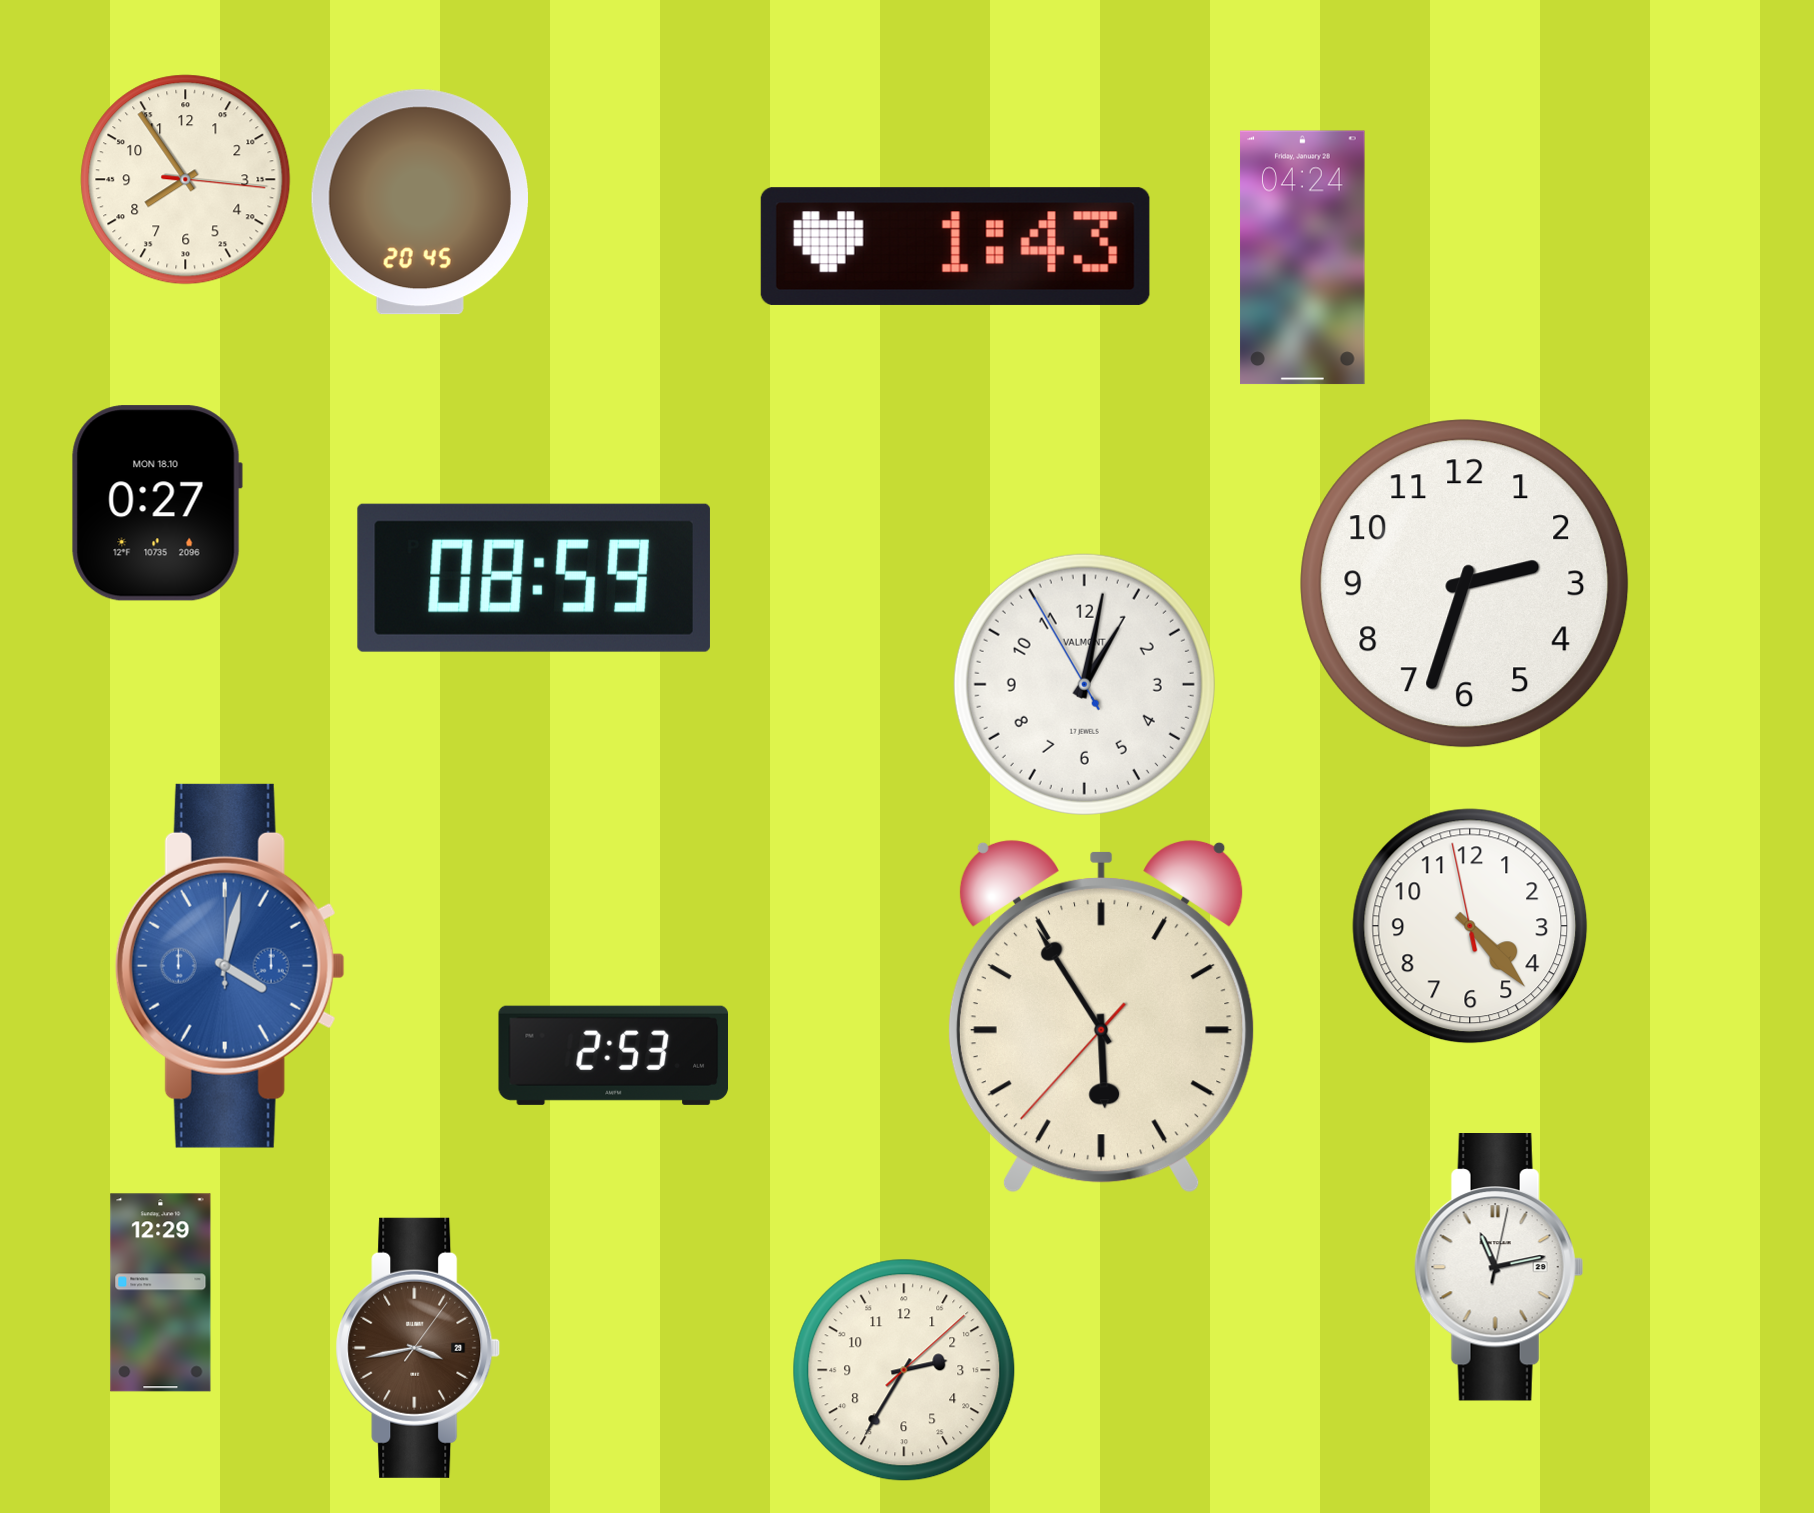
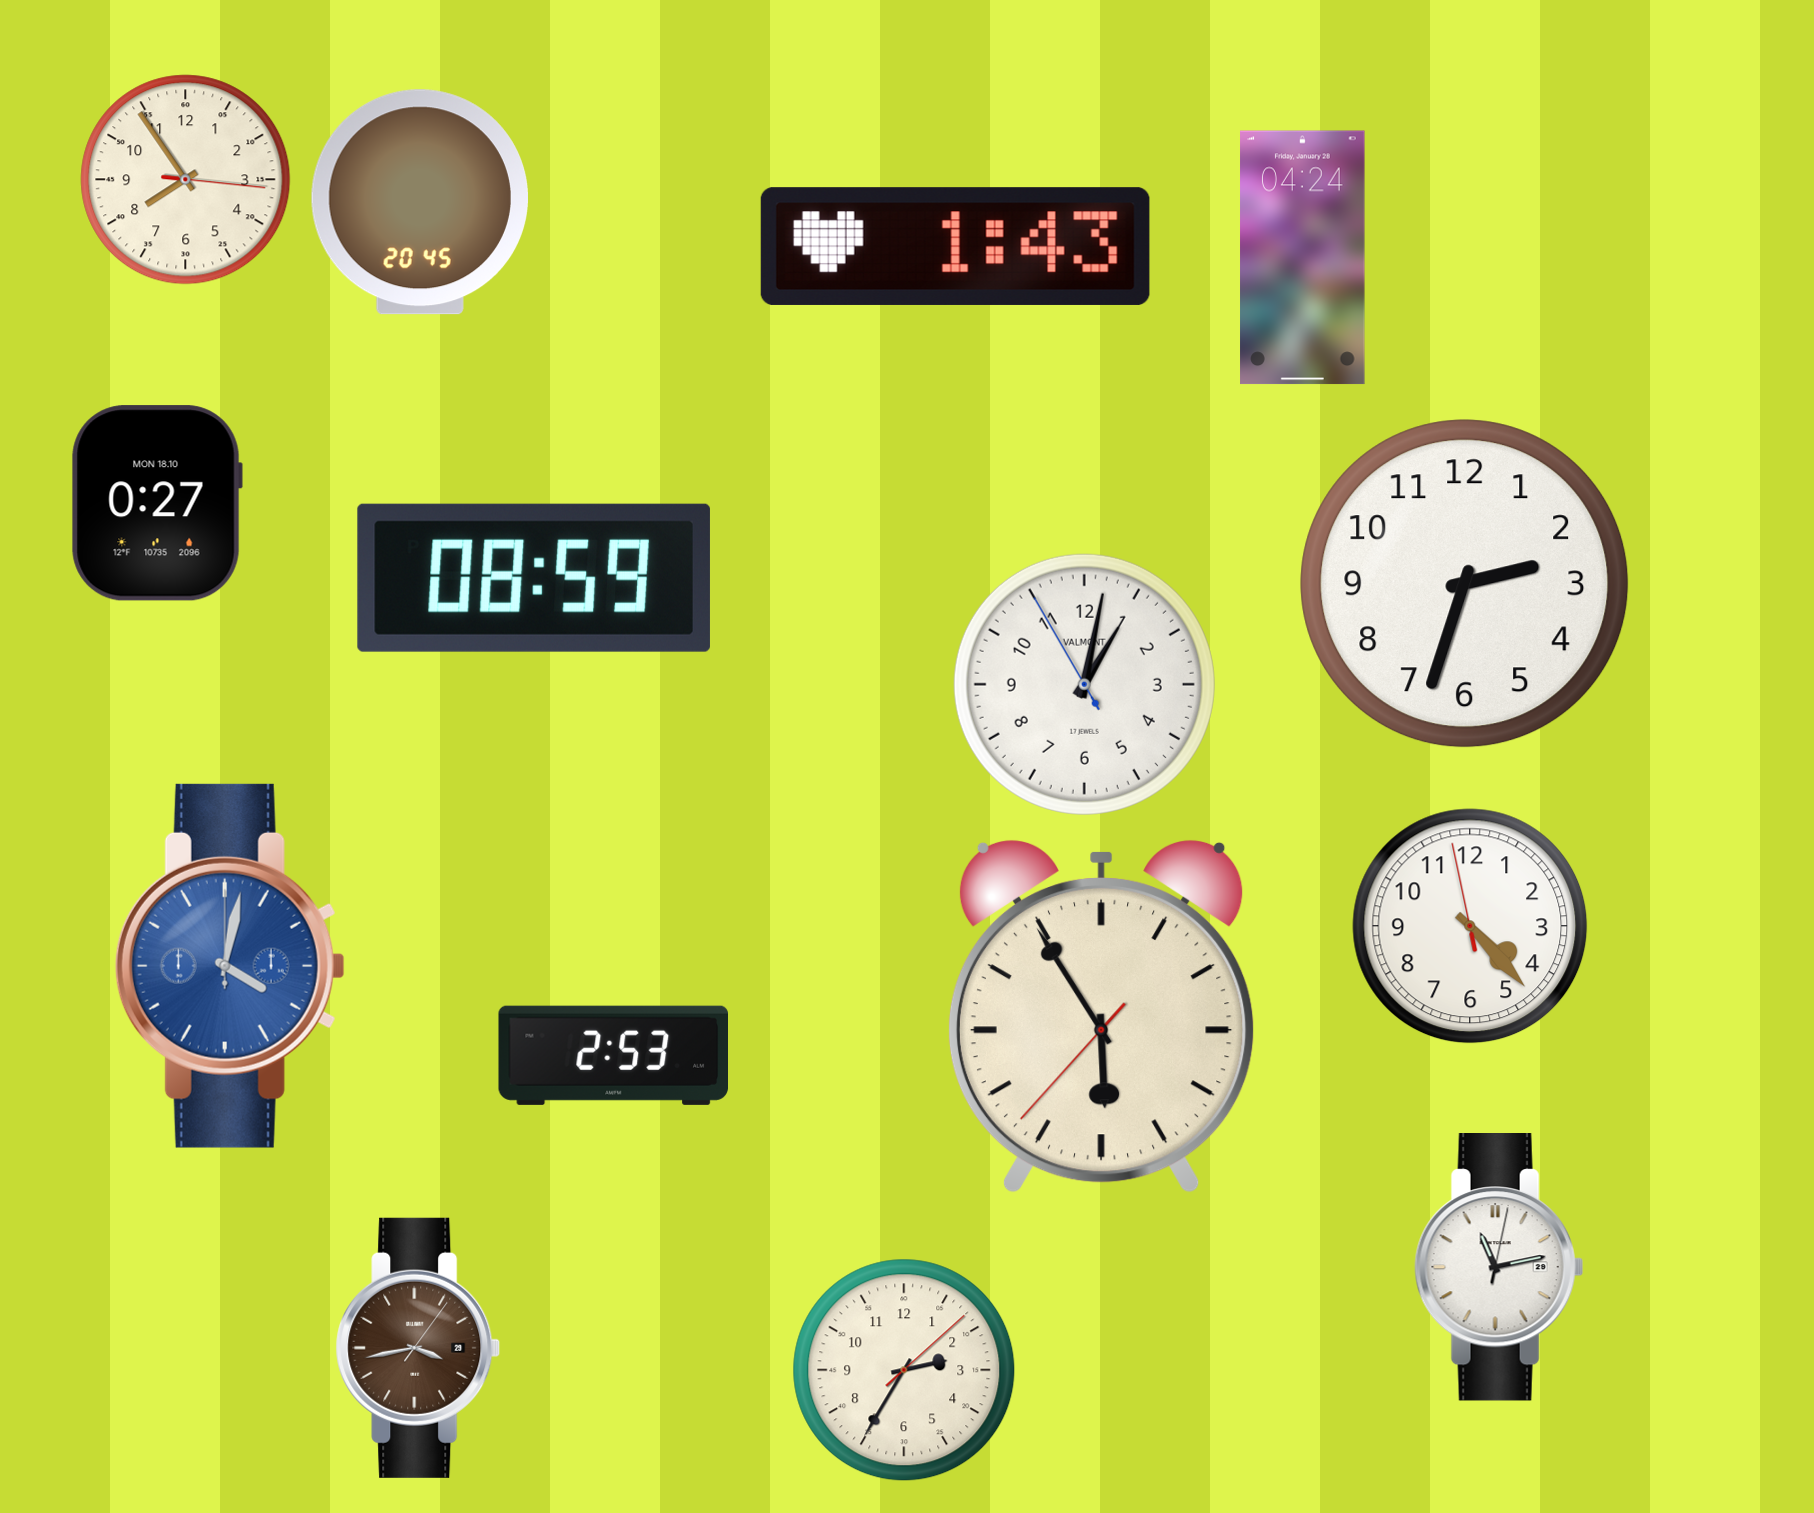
clock at (161, 1293): 12:29 -> none
